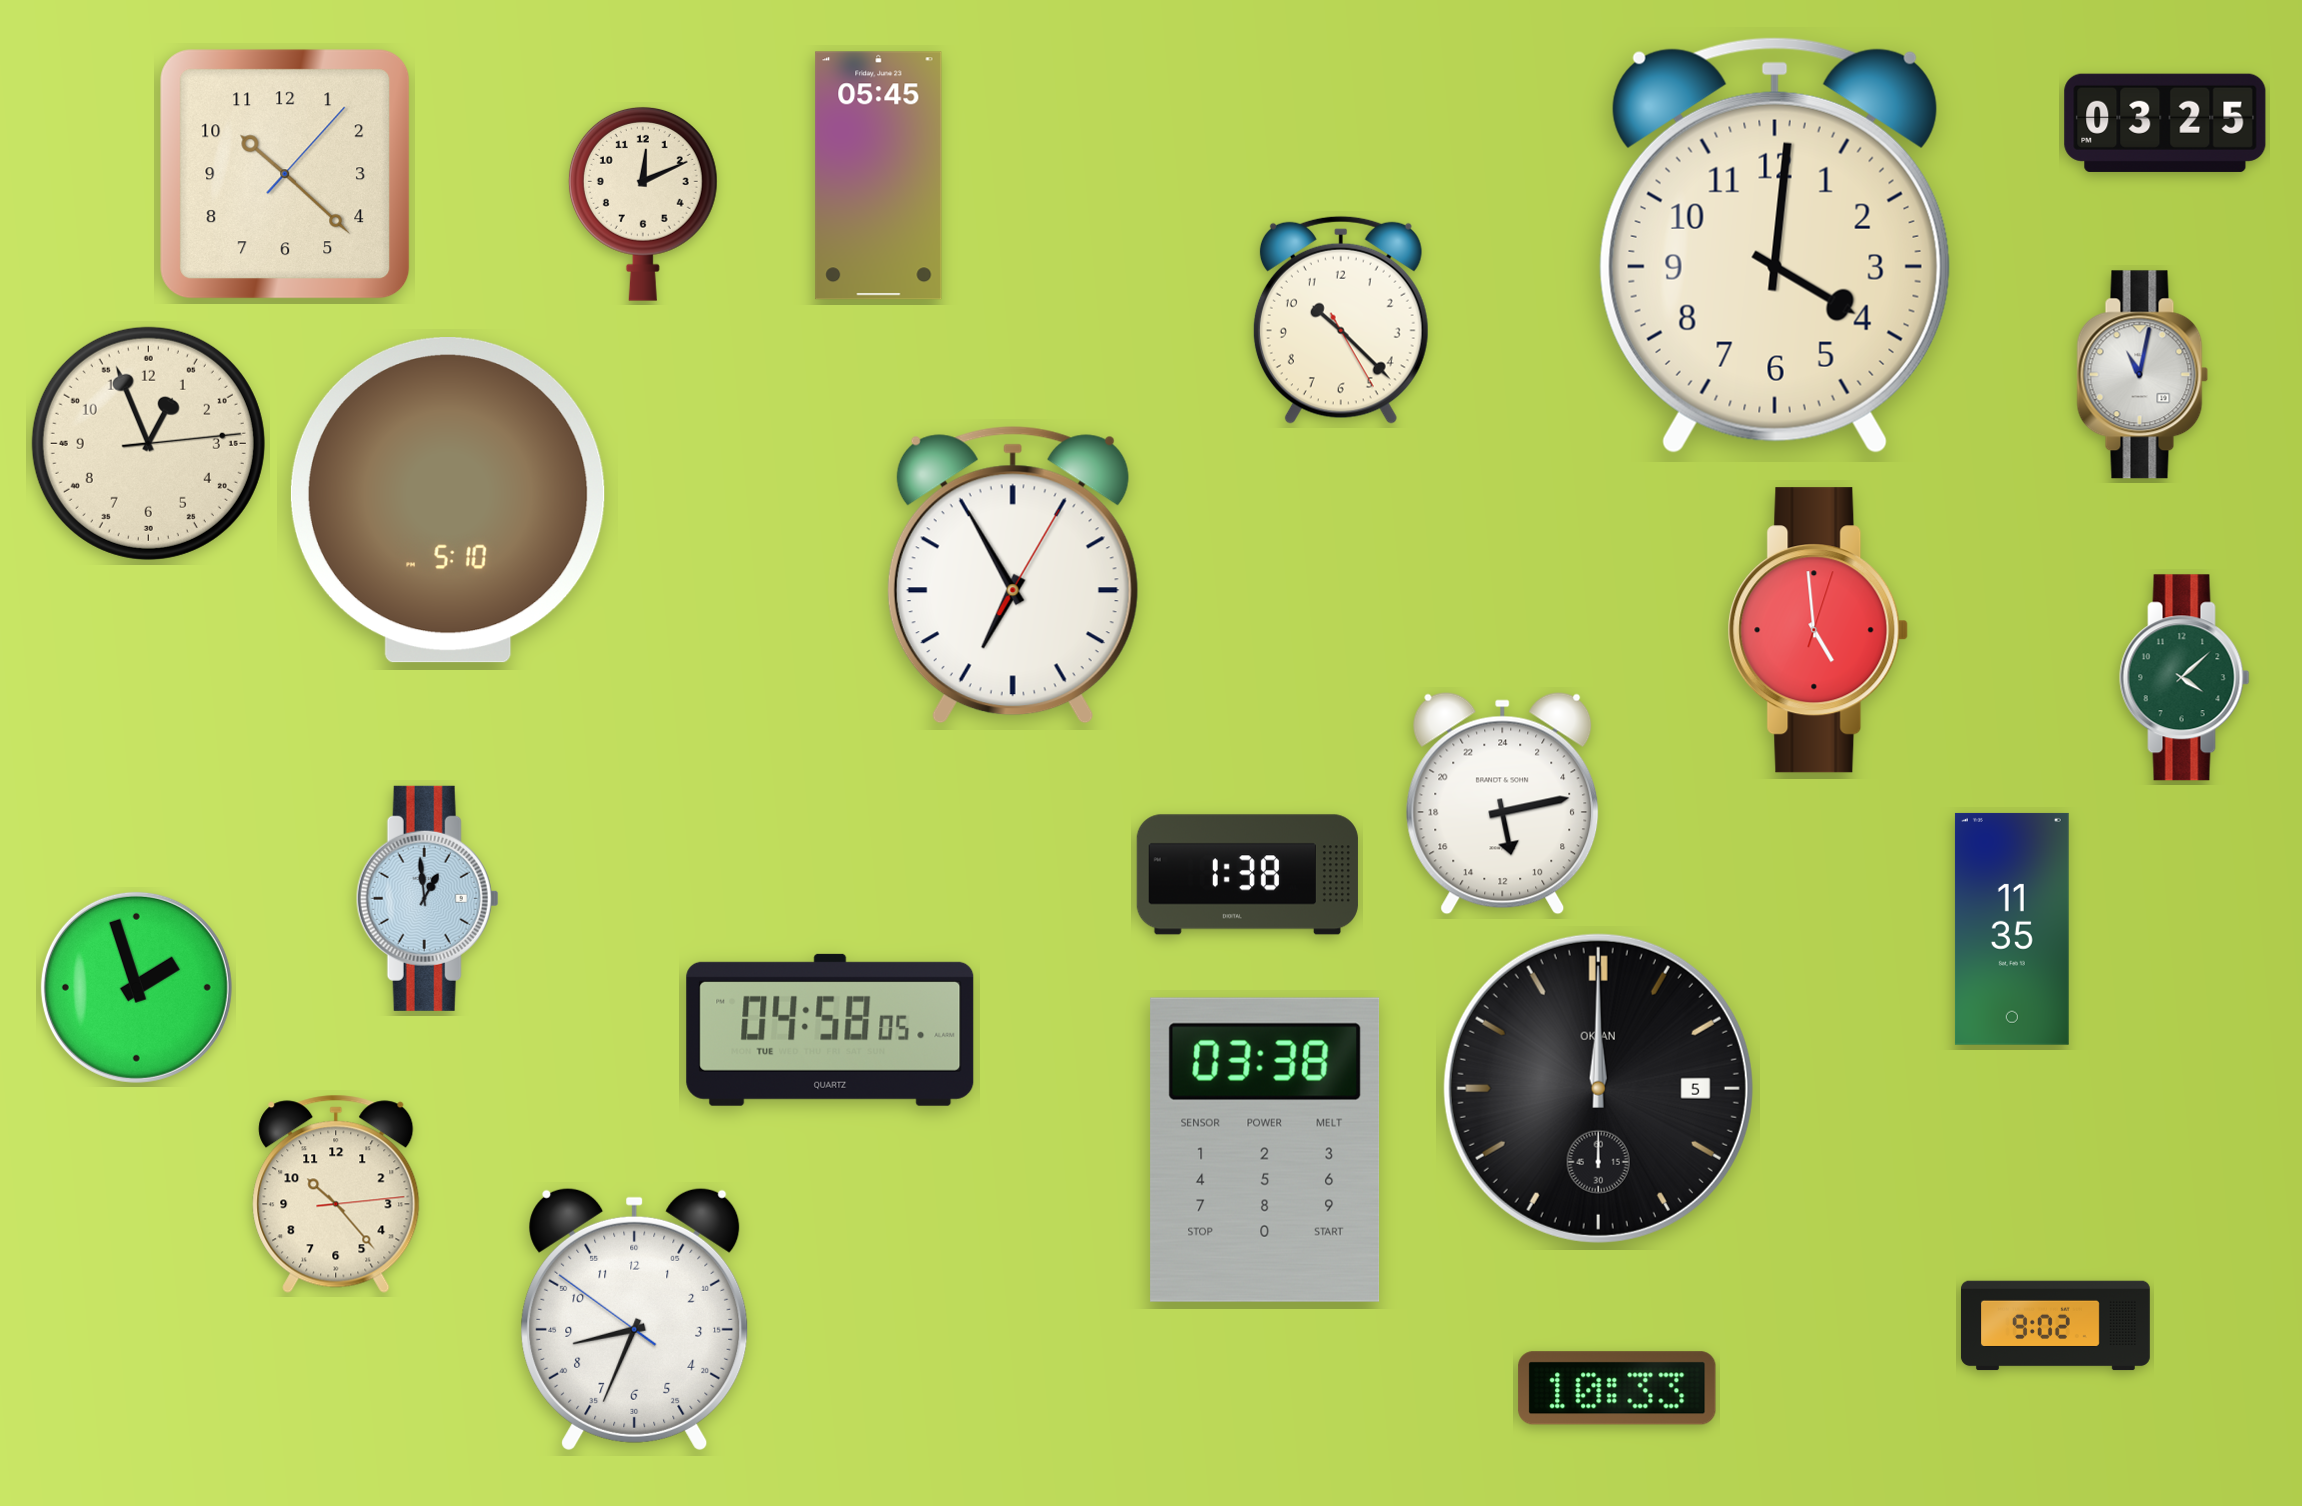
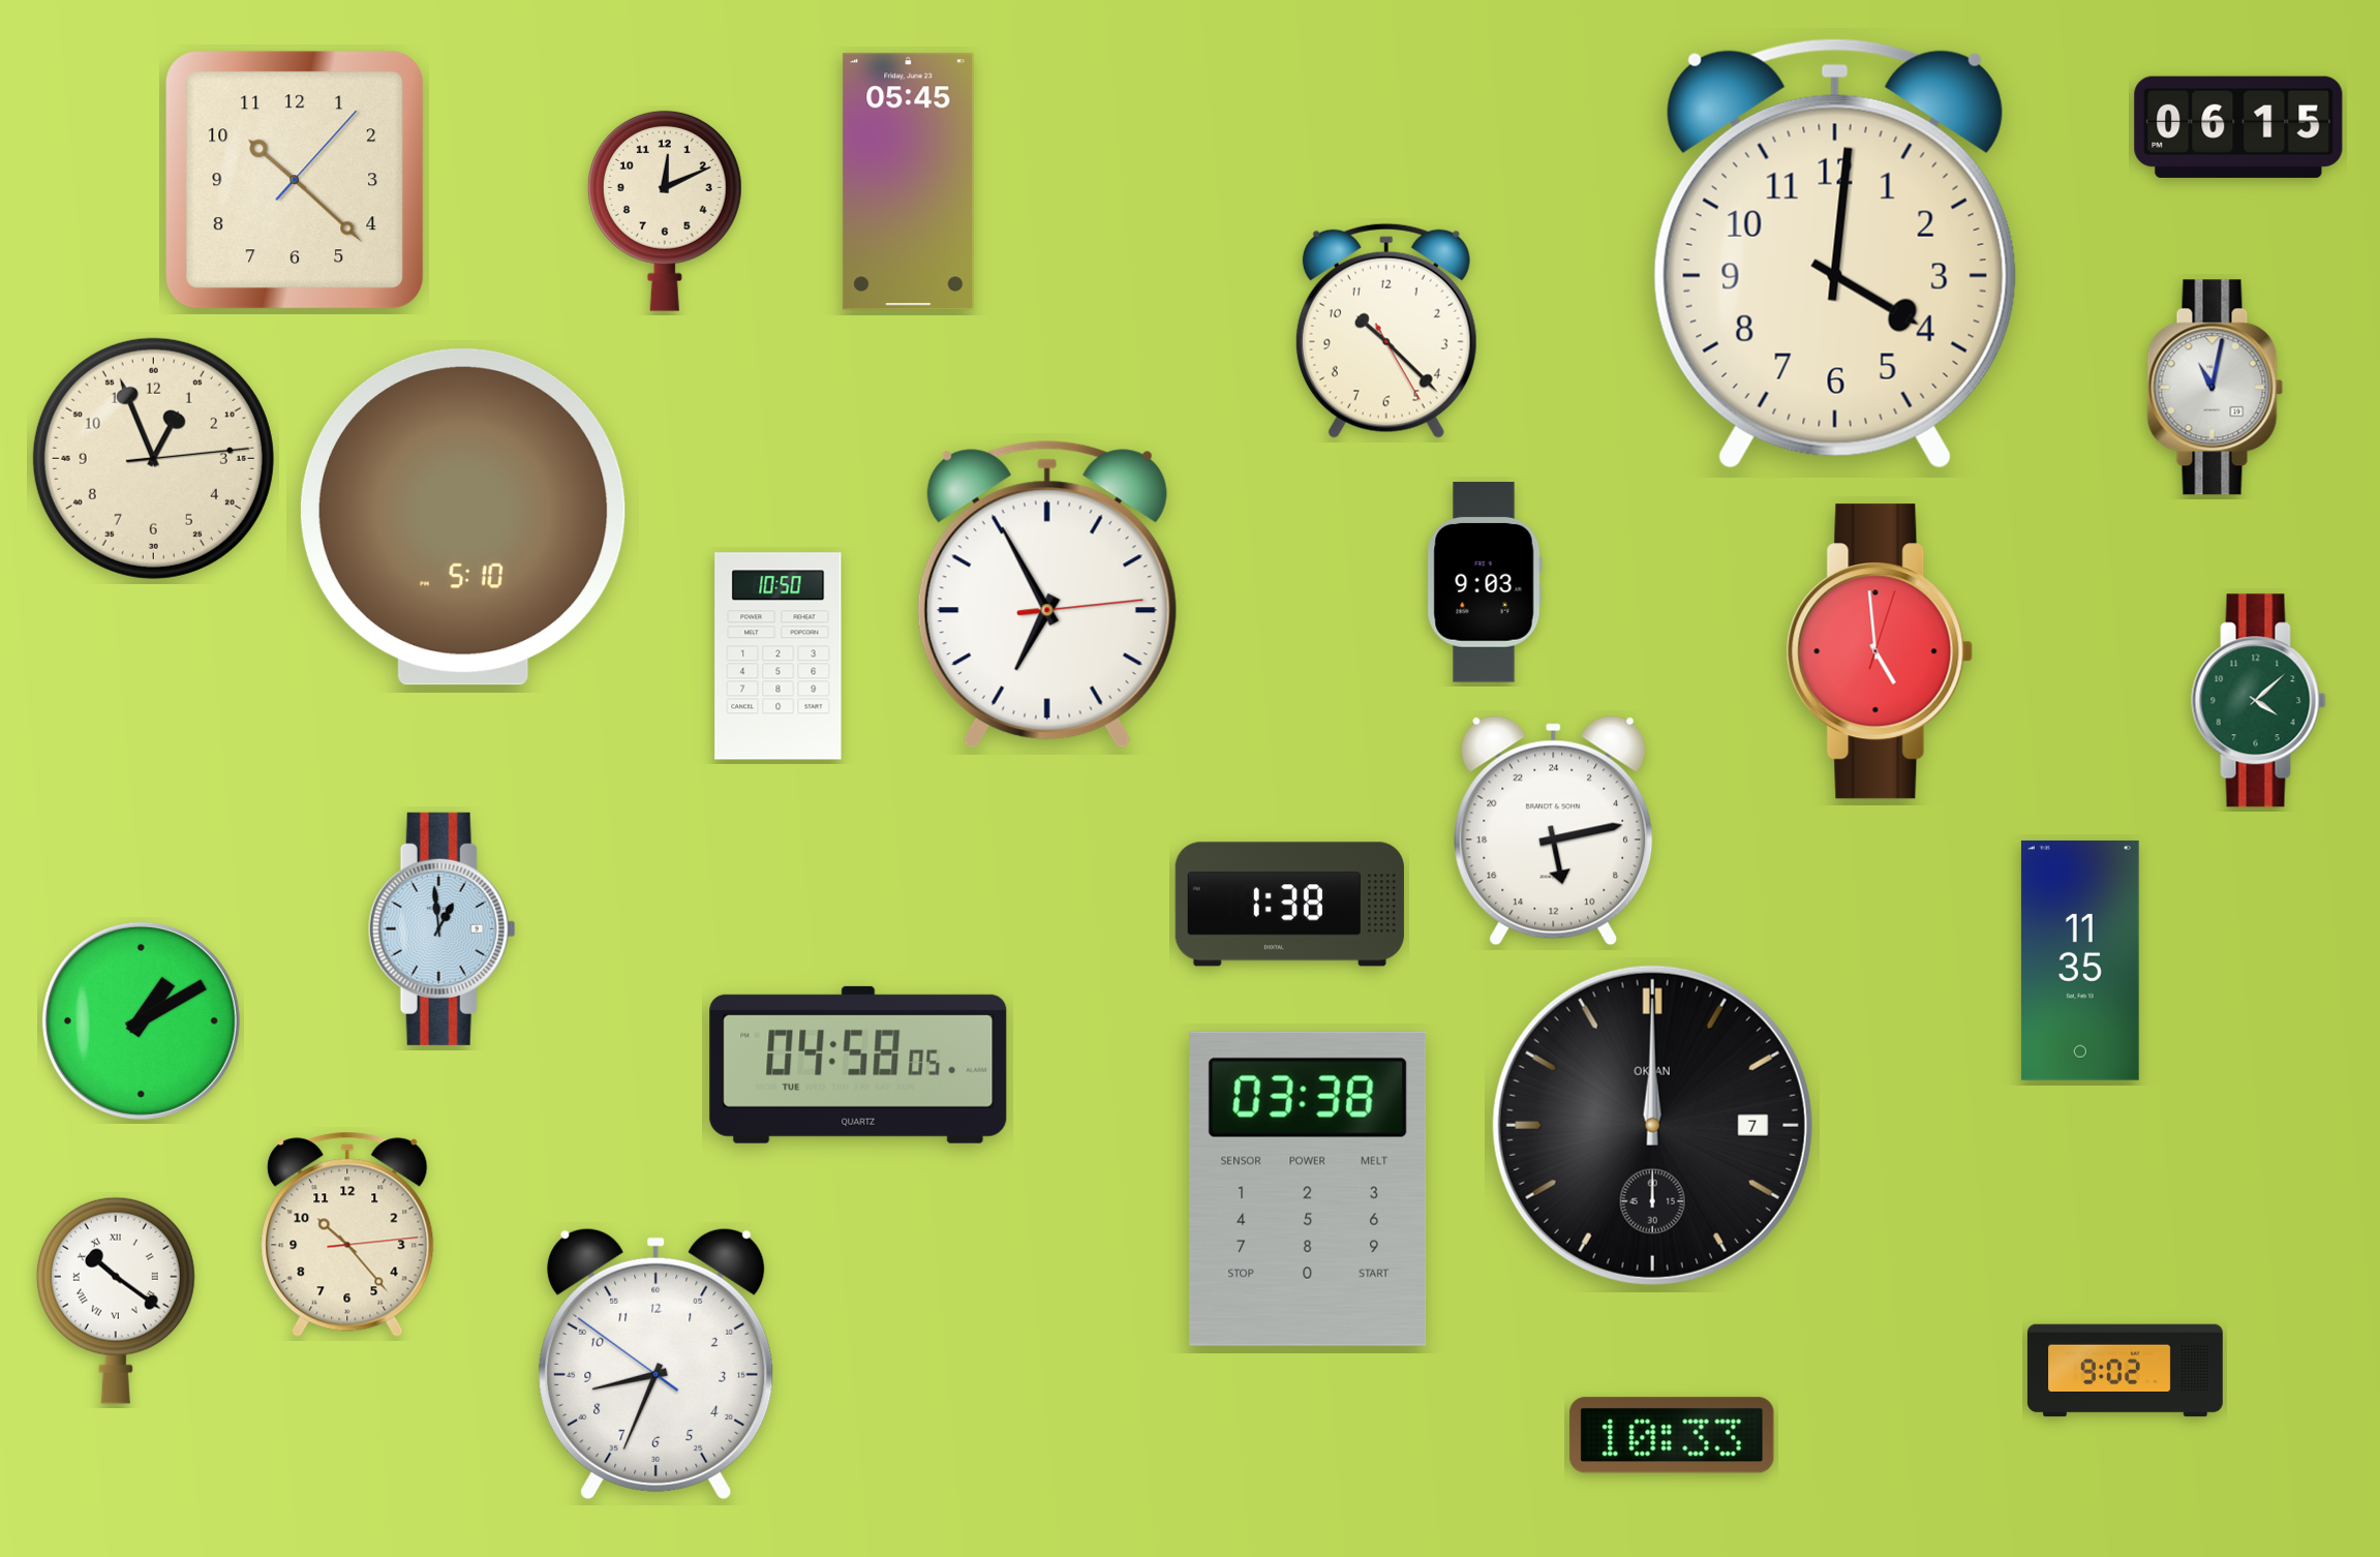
clock at (2165, 123): 03:25 -> 06:15
clock at (1485, 582): none -> 9:03
clock at (1013, 575): 6:55:05 -> 6:55:14
clock at (779, 657): none -> 10:50
clock at (136, 987): 1:57 -> 1:10
clock at (1598, 1088) date: 5 -> 7
clock at (116, 1301): none -> 10:21
